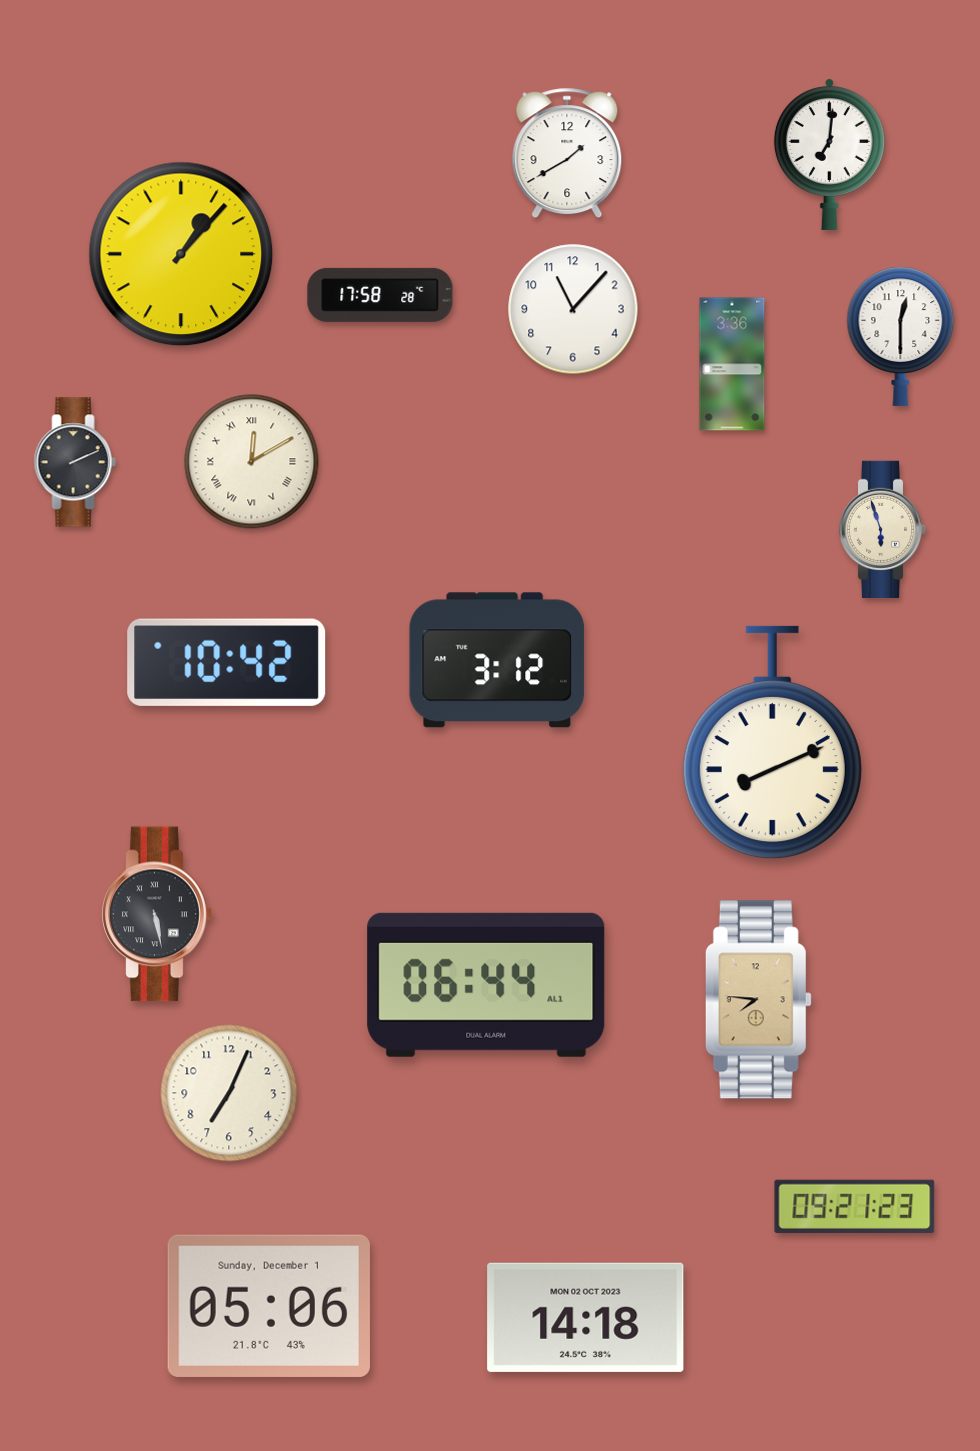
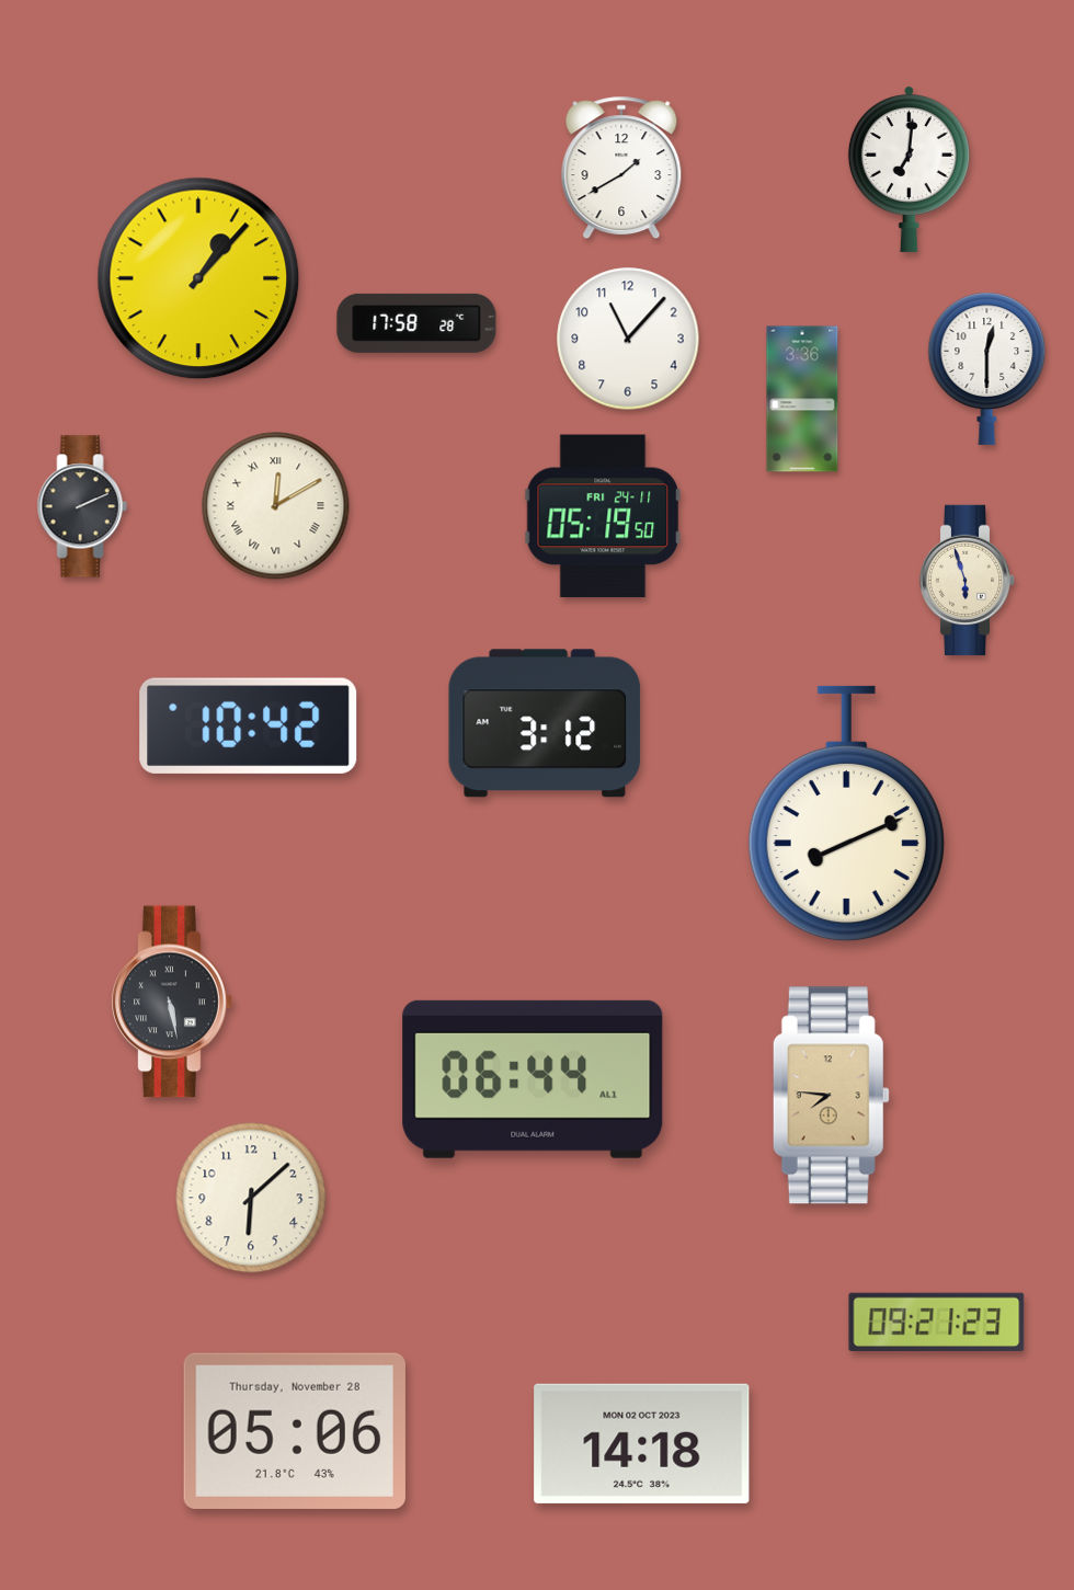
clock at (603, 516): none -> 05:19
clock at (229, 1093): 7:04 -> 6:08
clock at (269, 1306) date: Sunday, December 1 -> Thursday, November 28
